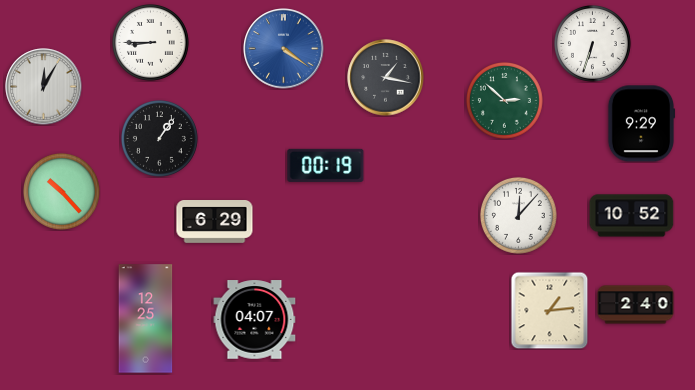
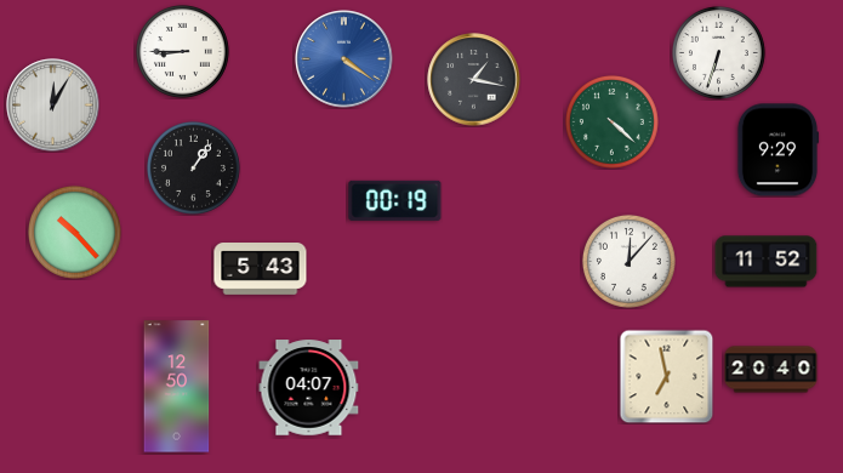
clock at (386, 78) position: (386, 78) -> (474, 80)
clock at (504, 100): 2:52 -> 4:22
clock at (632, 216): 10:52 -> 11:52
clock at (215, 222): 6:29 -> 5:43
clock at (636, 305): 2:40 -> 20:40
clock at (549, 310): 1:14 -> 6:58
clock at (146, 319): 12:25 -> 12:50
